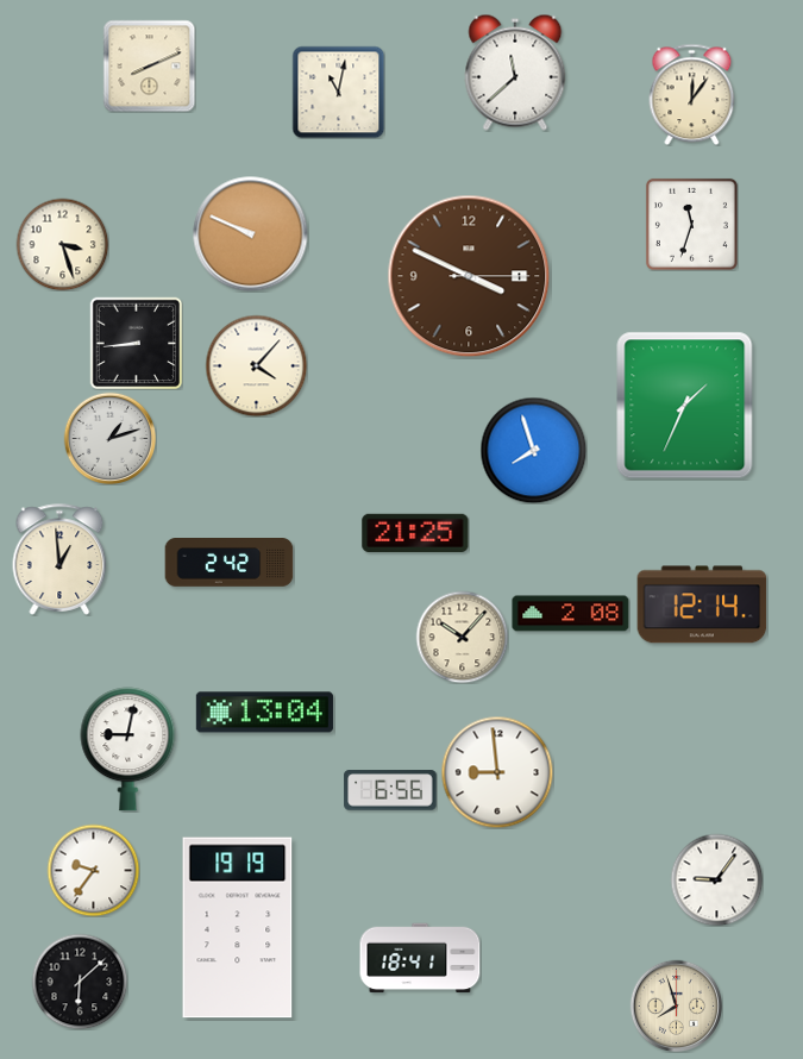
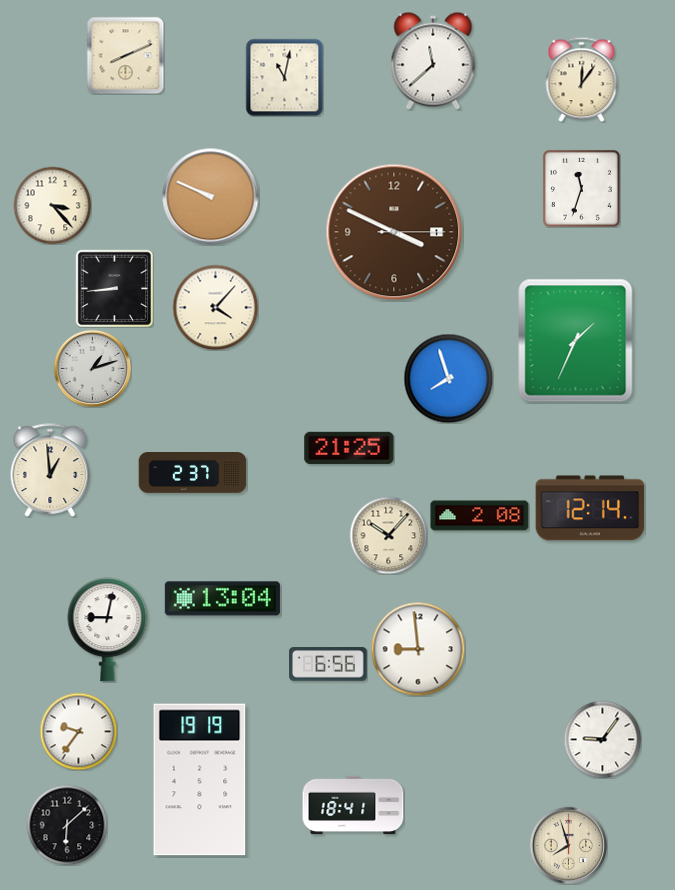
clock at (62, 244): 3:27 -> 3:23
clock at (230, 563): 2:42 -> 2:37
